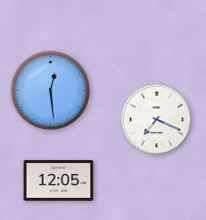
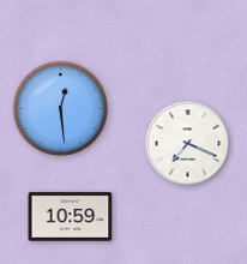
clock at (59, 181): 12:05 -> 10:59
